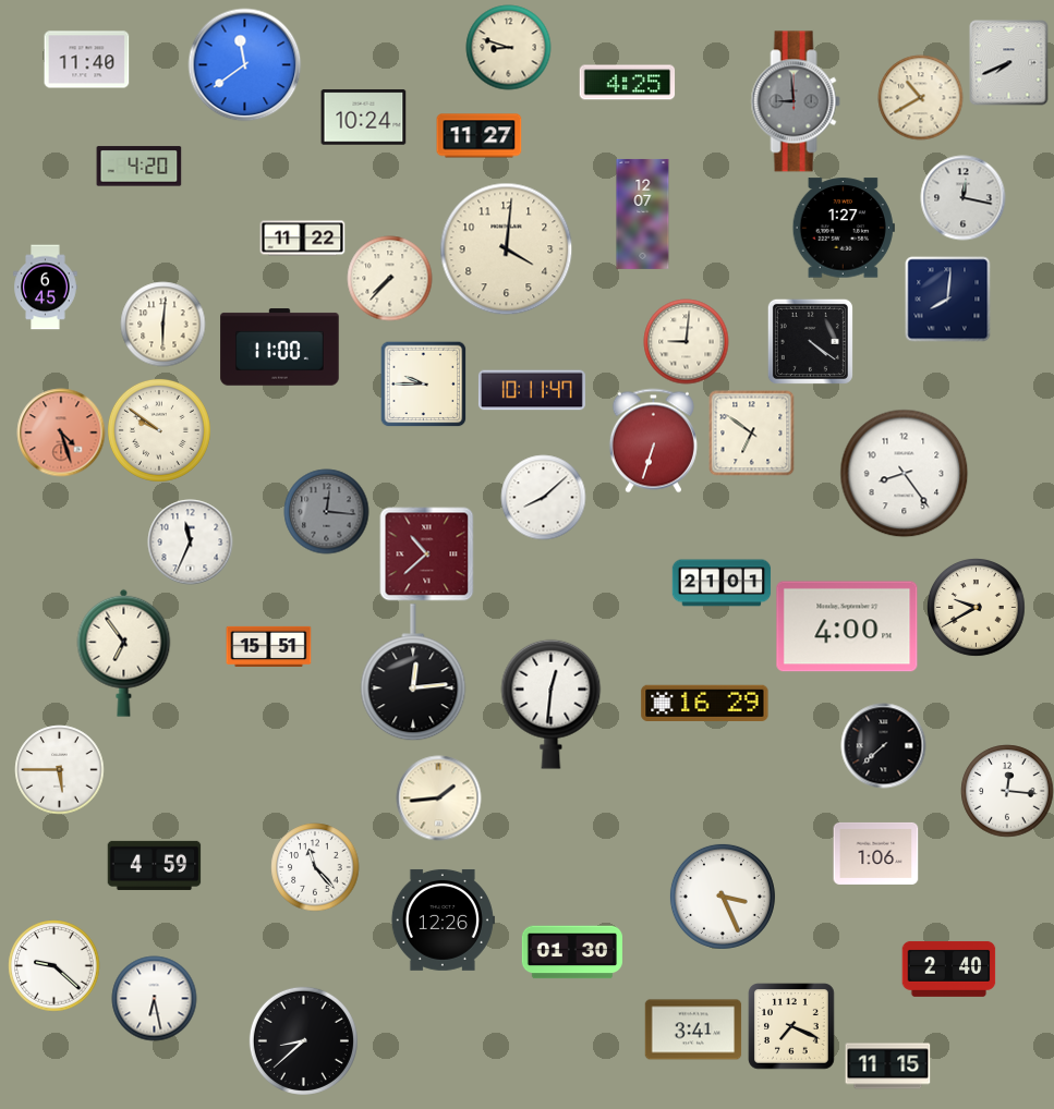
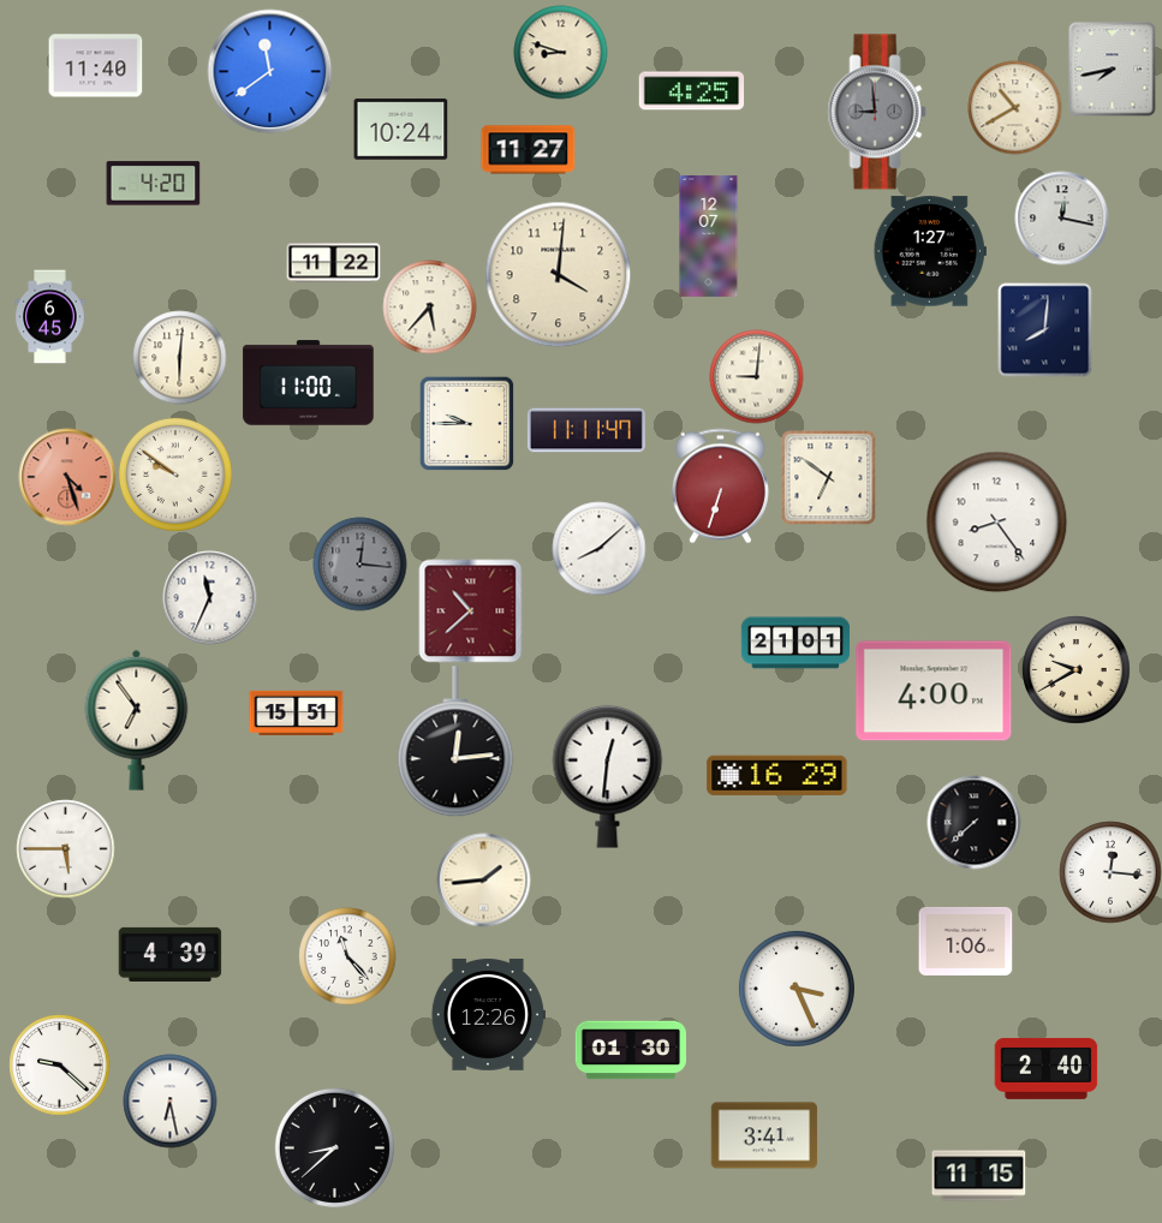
clock at (1009, 62): 7:41 -> 7:43
clock at (389, 278): 7:37 -> 5:37
clock at (810, 341): 4:21 -> none
clock at (532, 390): 10:11 -> 11:11
clock at (154, 865): 4:59 -> 4:39
clock at (791, 1026): 7:19 -> none
